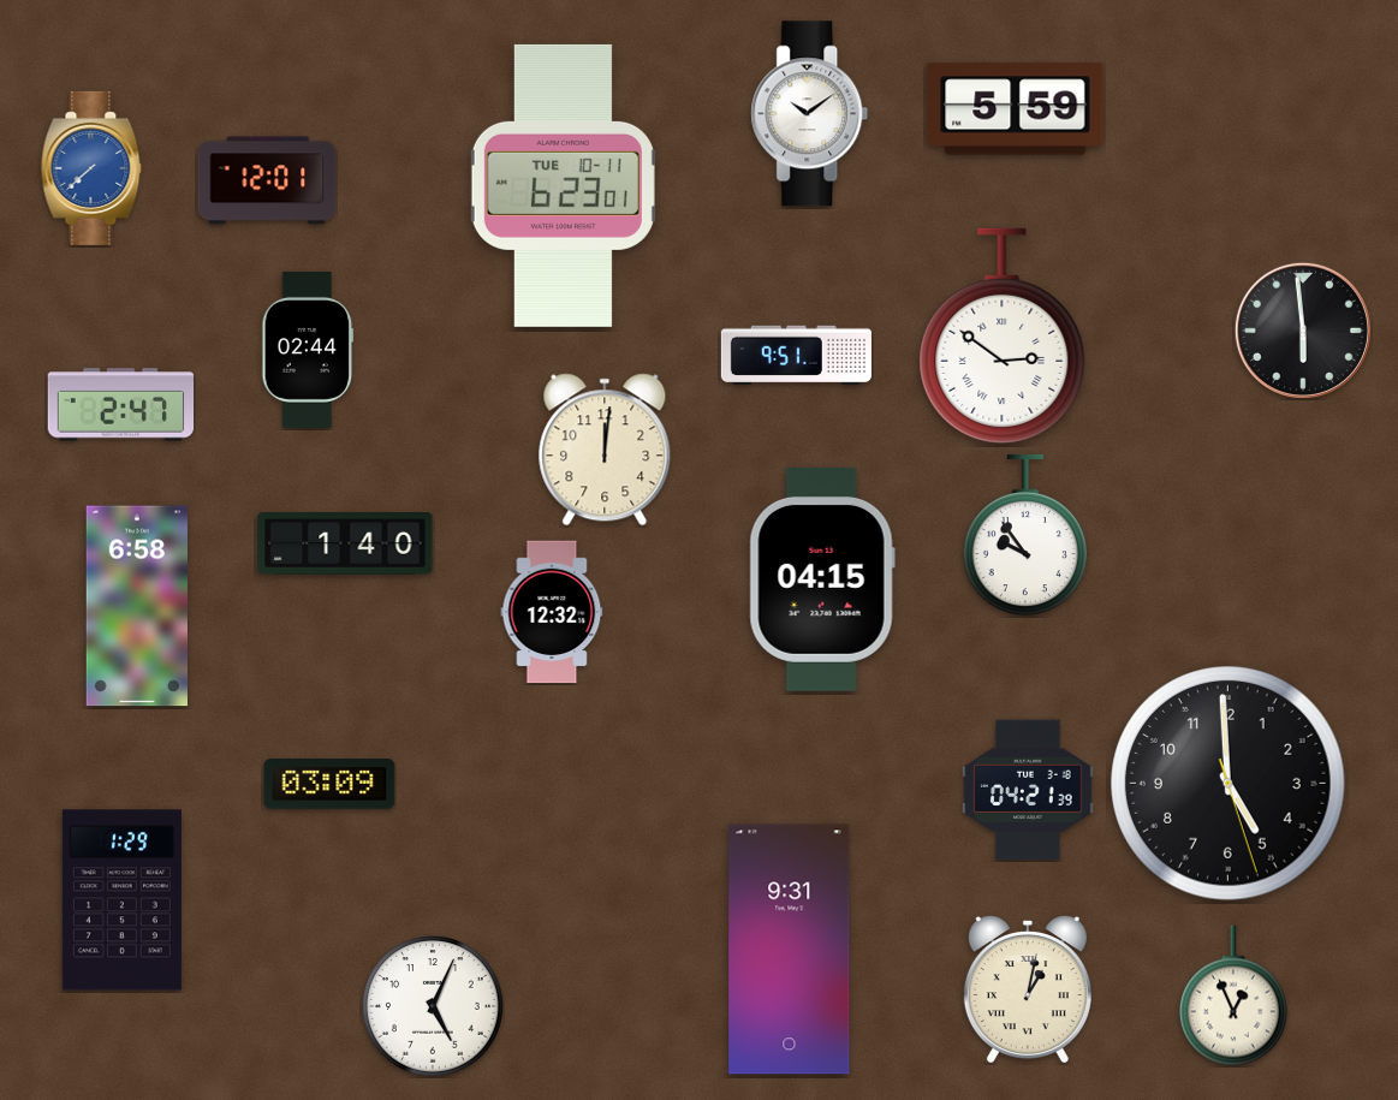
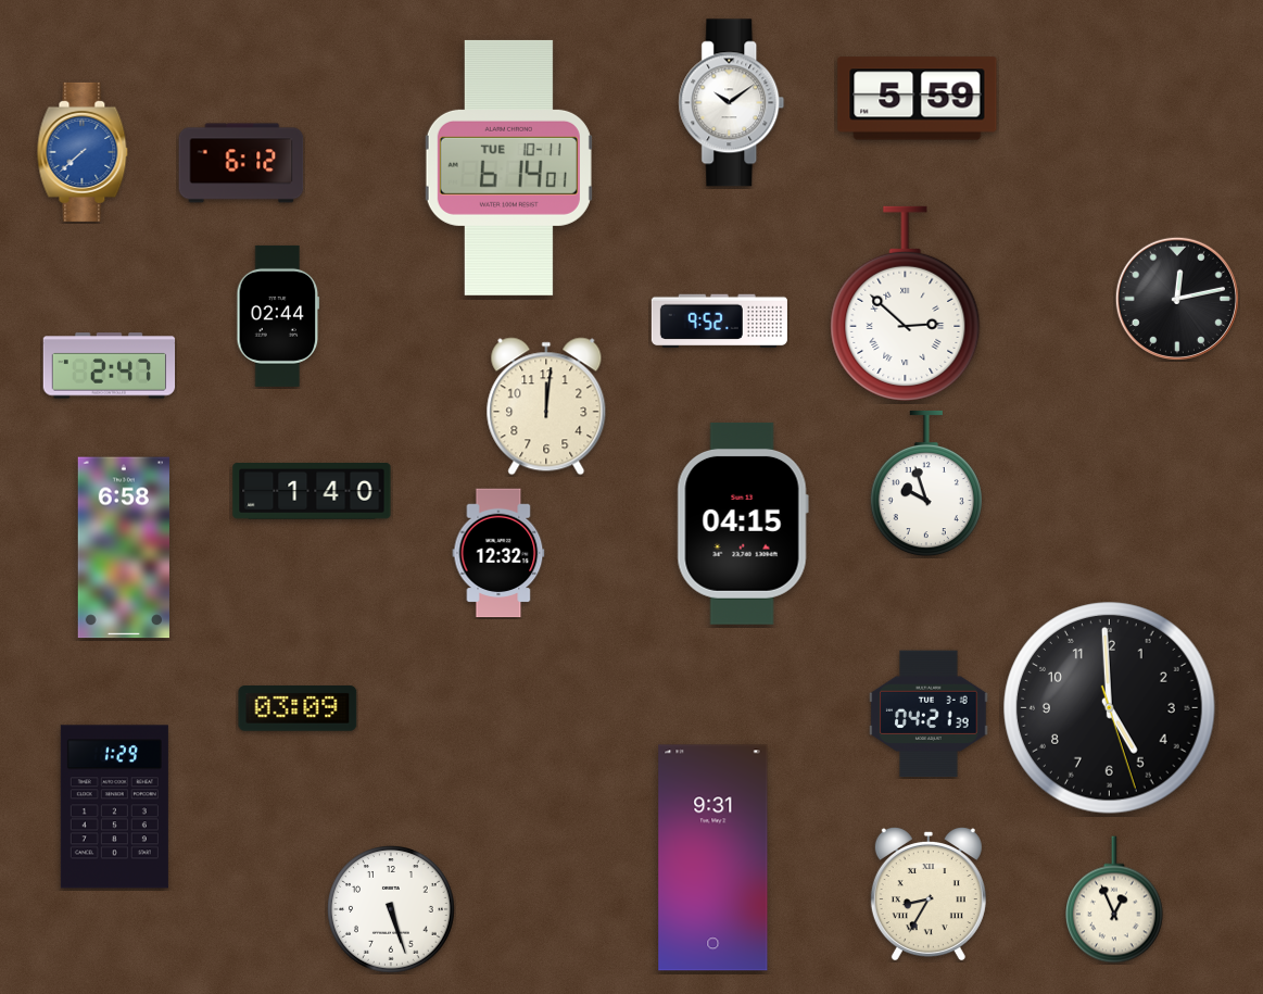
clock at (267, 180): 12:01 -> 6:12
clock at (563, 185): 6:23 -> 6:14
clock at (1303, 331): 5:59 -> 12:13
clock at (1003, 335): 2:51 -> 2:52
clock at (796, 356): 9:51 -> 9:52
clock at (1025, 535): 9:54 -> 9:57
clock at (121, 900) position: (121, 900) -> (114, 807)
clock at (1028, 989): 1:02 -> 8:35
clock at (433, 1006): 5:04 -> 5:27
